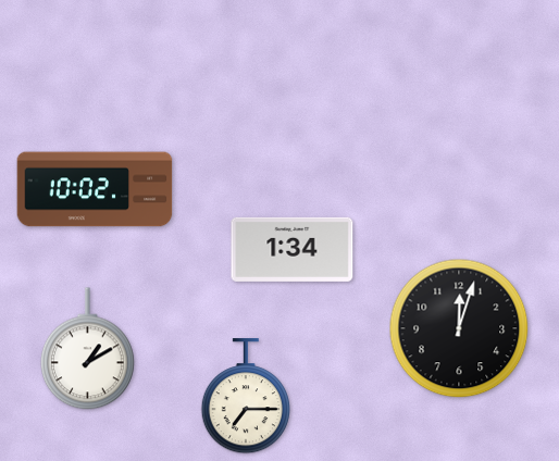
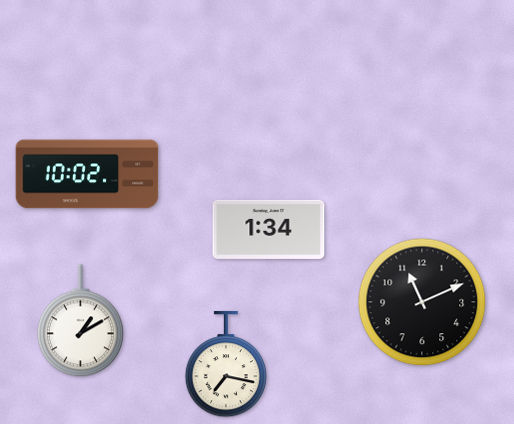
clock at (459, 328): 12:03 -> 11:11
clock at (245, 397): 7:15 -> 7:17
